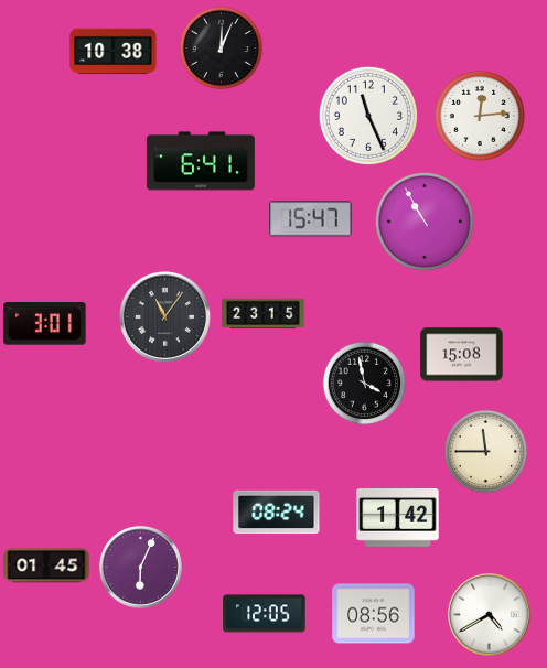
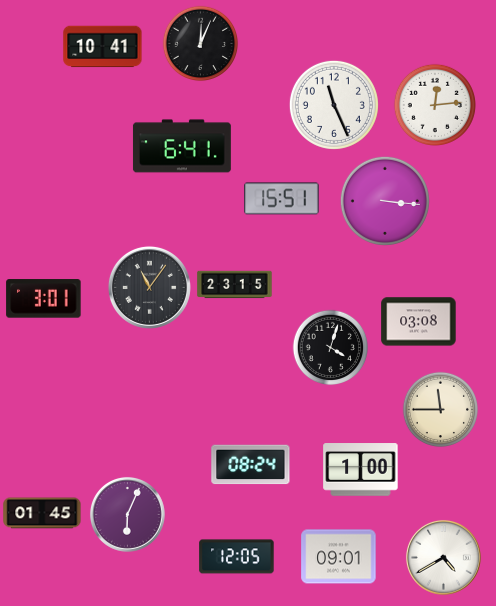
clock at (114, 52): 10:38 -> 10:41
clock at (311, 219): 15:47 -> 15:51
clock at (425, 222): 10:55 -> 3:16
clock at (264, 314) position: (264, 314) -> (235, 285)
clock at (45, 324) position: (45, 324) -> (44, 299)
clock at (462, 355): 15:08 -> 03:08
clock at (365, 384): 3:58 -> 4:03
clock at (398, 518): 1:42 -> 1:00
clock at (265, 614) position: (265, 614) -> (237, 557)
clock at (374, 614): 08:56 -> 09:01
